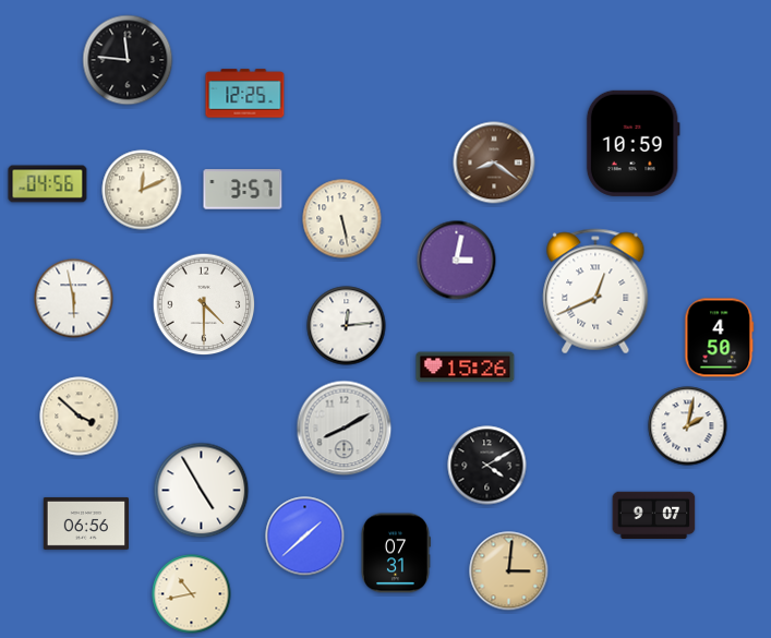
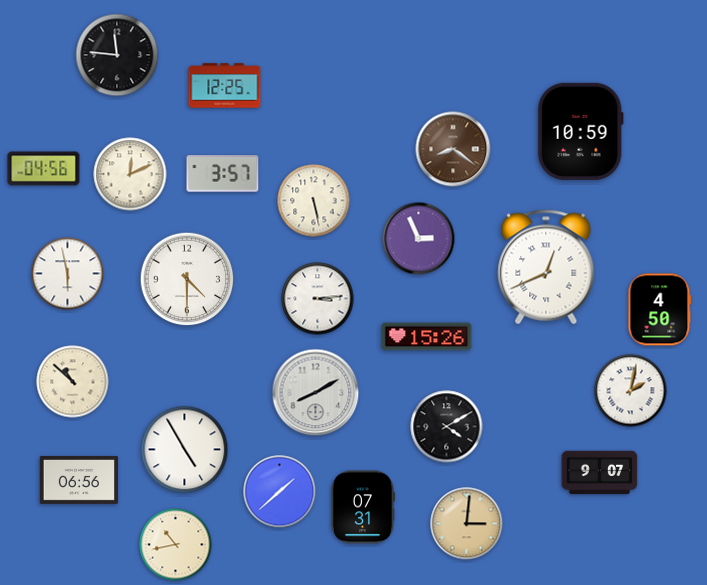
clock at (457, 261): 3:02 -> 2:56
clock at (347, 326): 12:14 -> 3:14
clock at (80, 417): 3:52 -> 10:52
